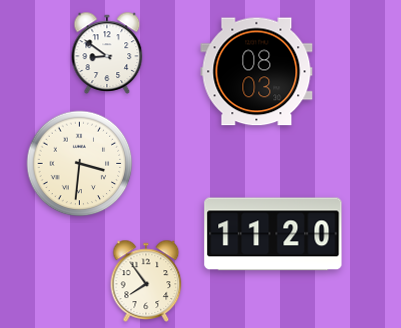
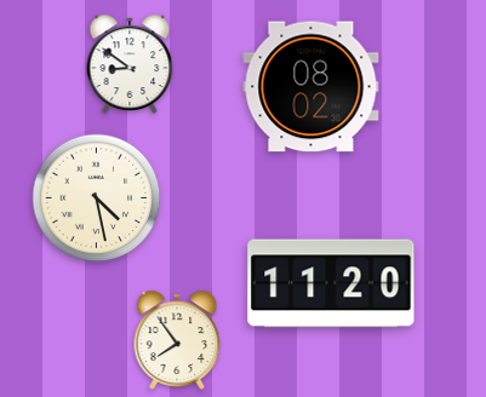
clock at (257, 72): 08:03 -> 08:02
clock at (80, 164): 3:31 -> 4:28
